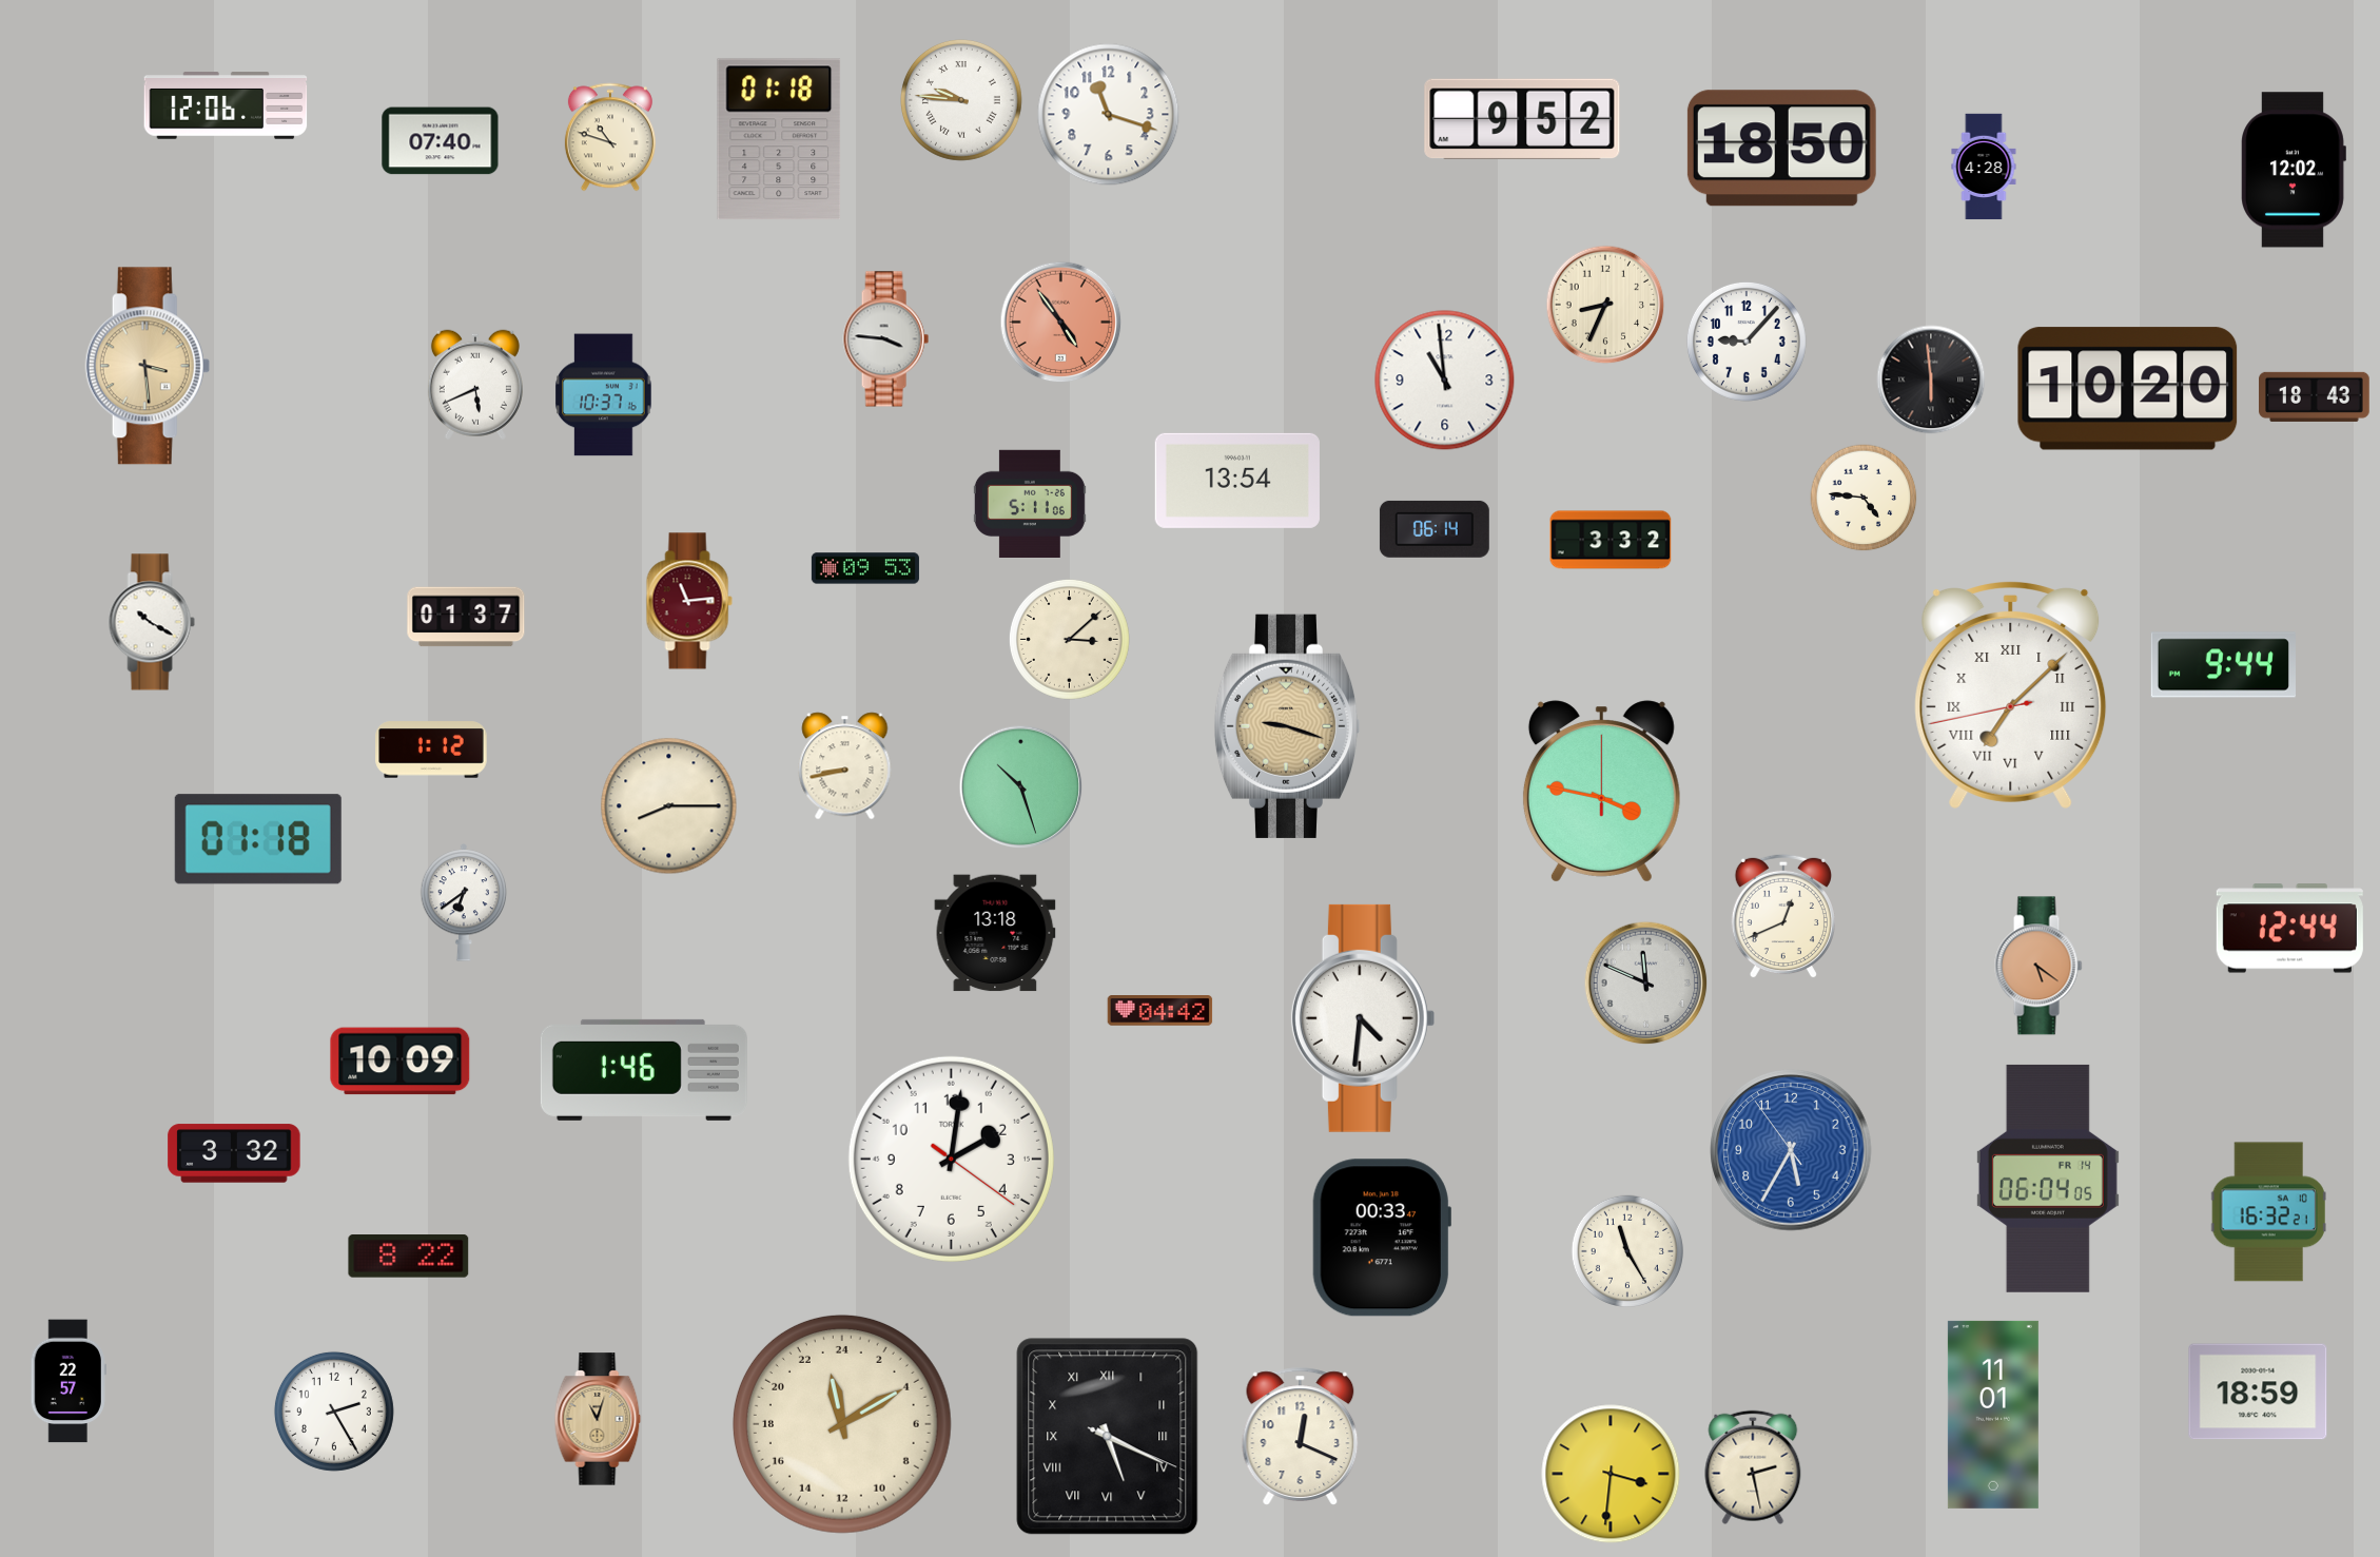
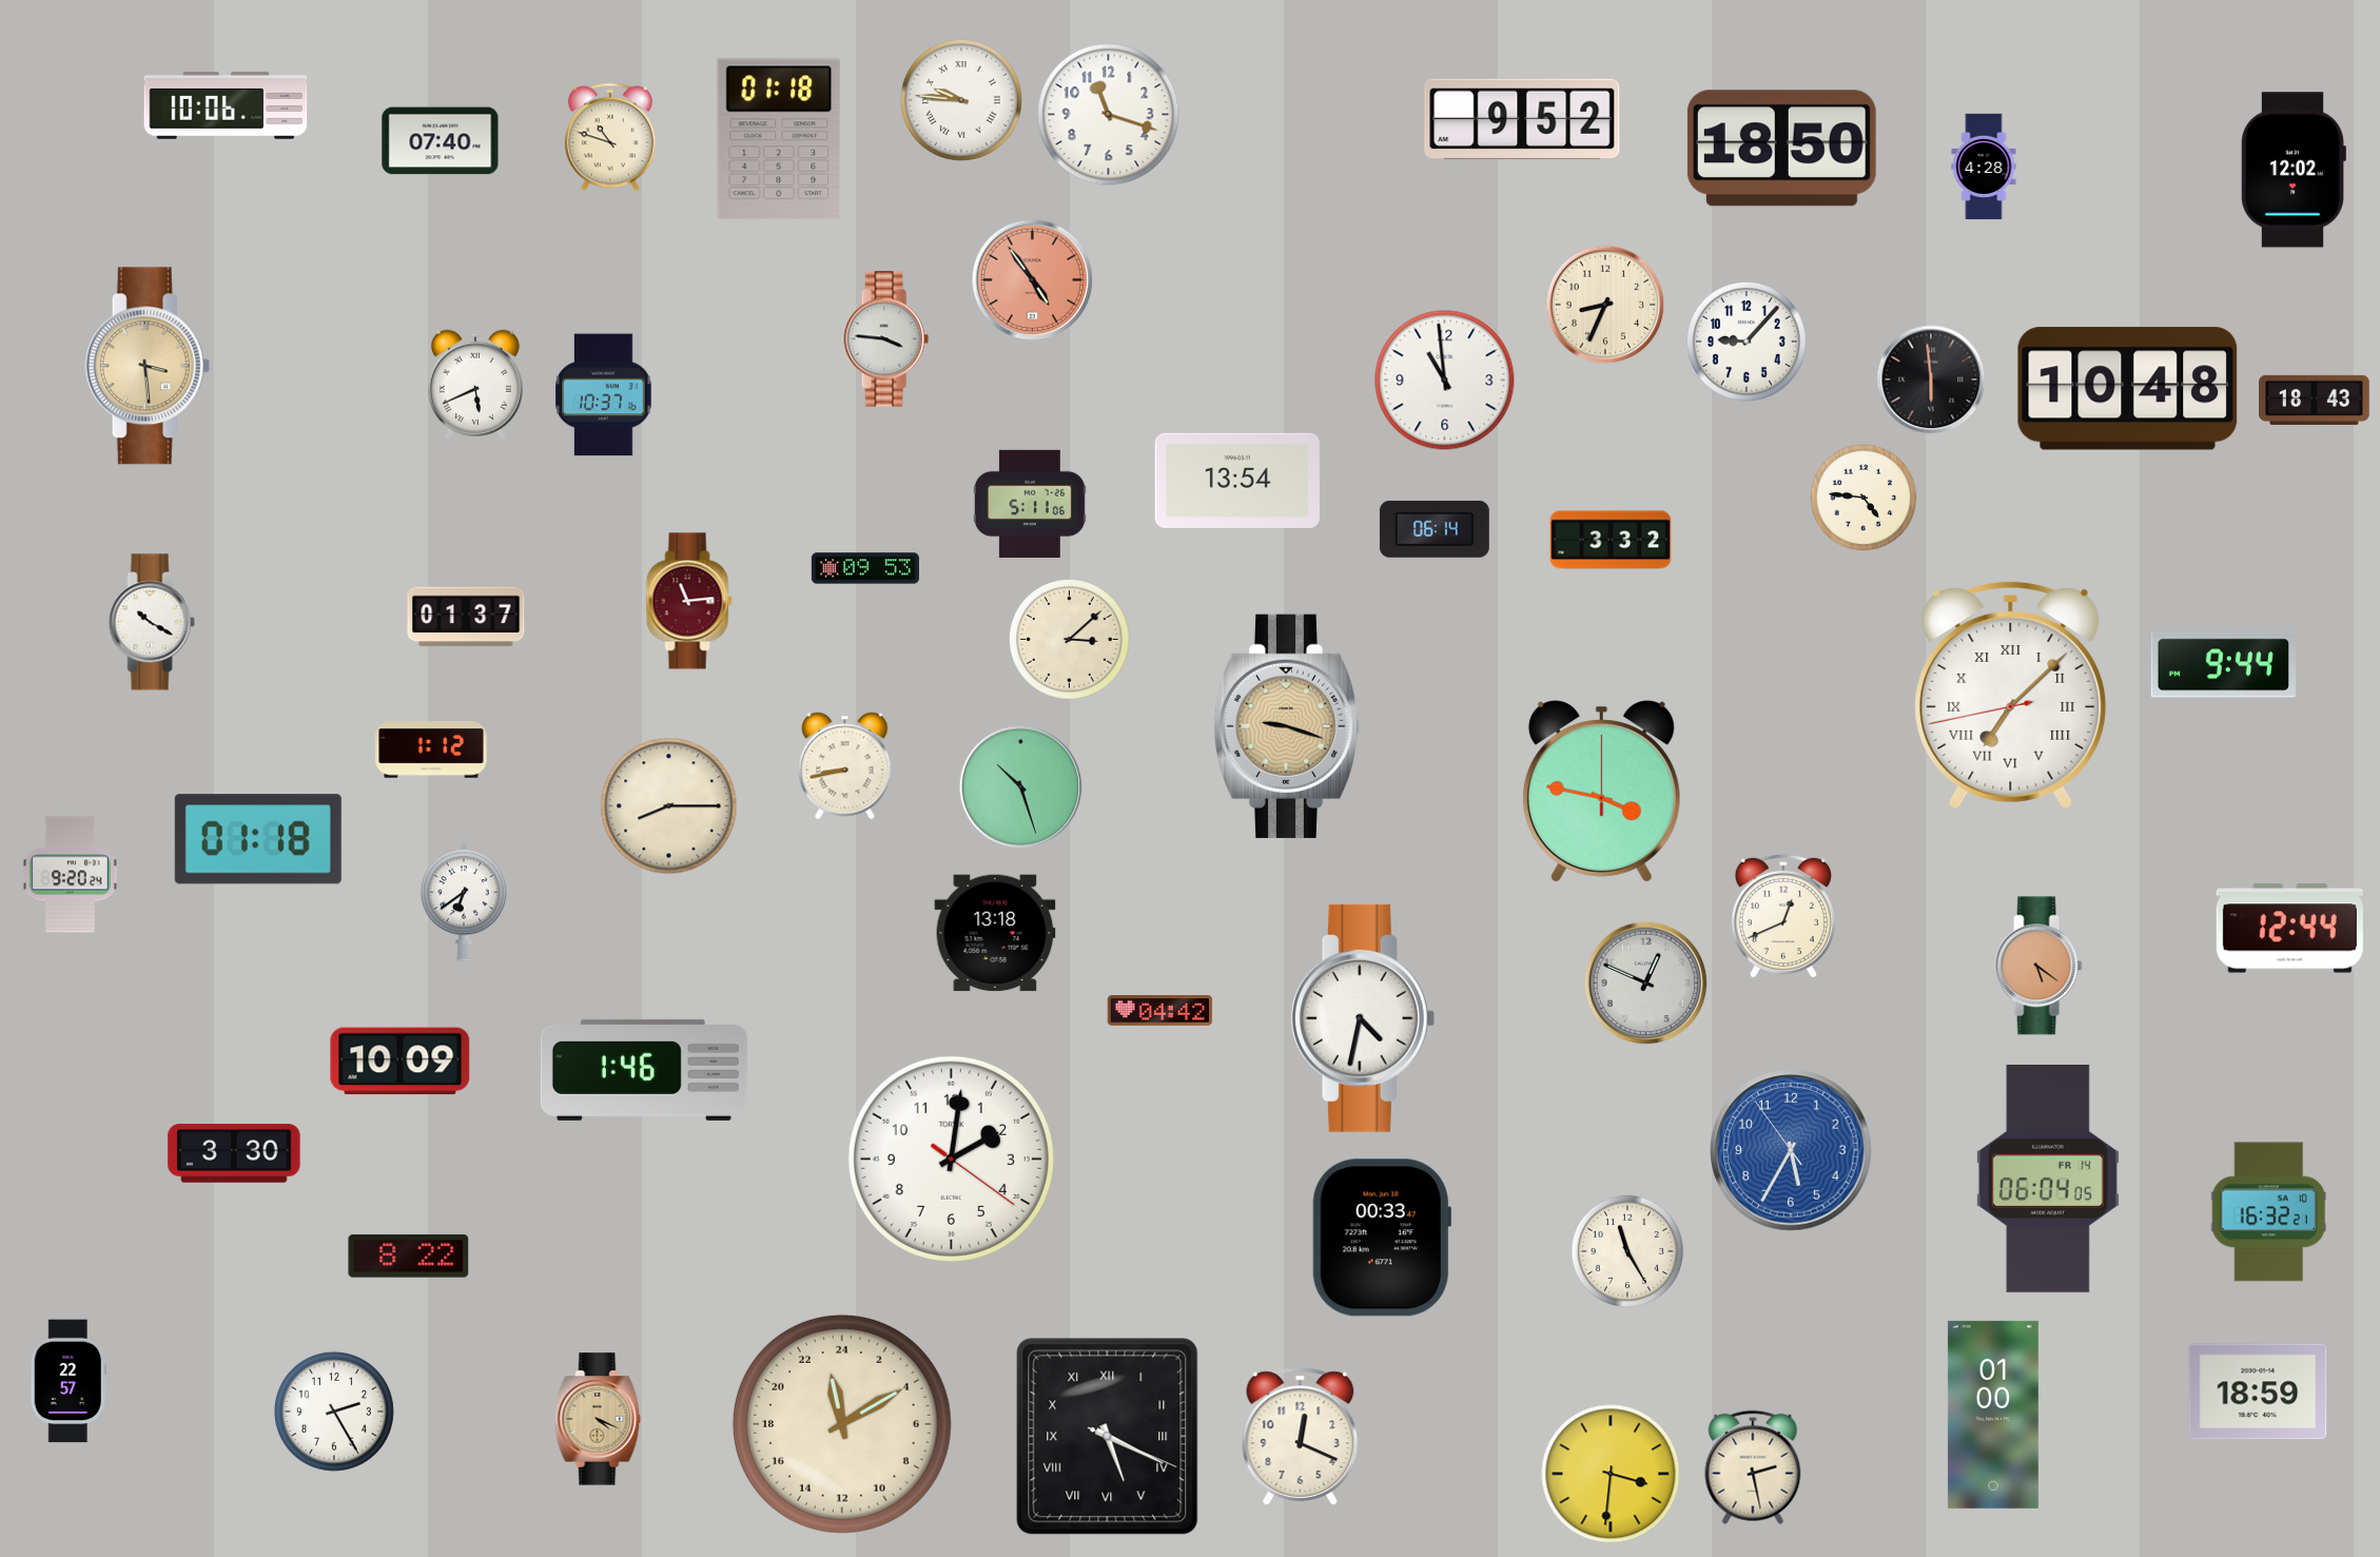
clock at (226, 105): 12:06 -> 10:06
clock at (1061, 323) position: (1061, 323) -> (1033, 280)
clock at (2128, 389): 10:20 -> 10:48
clock at (2315, 396) position: (2315, 396) -> (2315, 400)
clock at (70, 875): none -> 9:20
clock at (1646, 984): 11:49 -> 12:49
clock at (1363, 1018): 4:31 -> 4:32
clock at (234, 1153): 3:32 -> 3:30
clock at (1993, 1415): 11:01 -> 01:00
clock at (598, 1419): 11:03 -> 4:19
